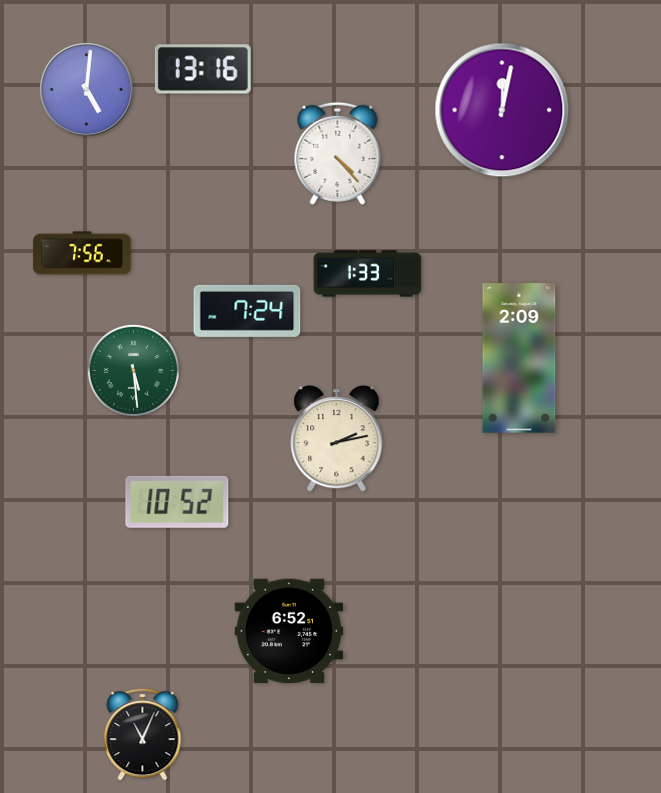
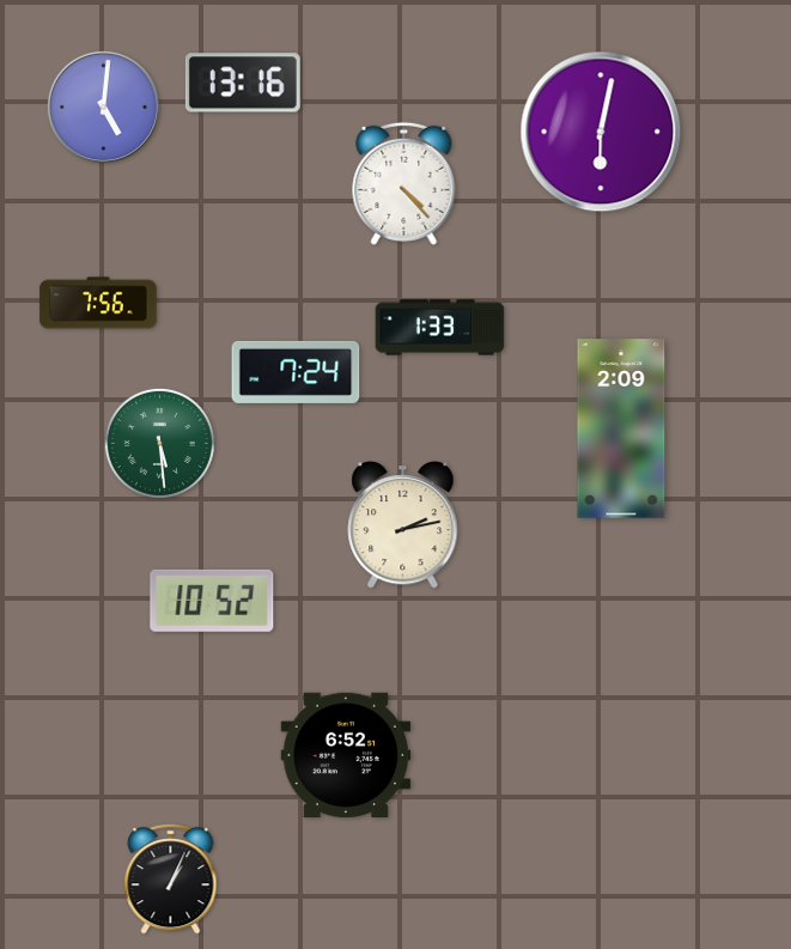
clock at (502, 110): 12:02 -> 6:02
clock at (143, 734): 11:04 -> 1:04
